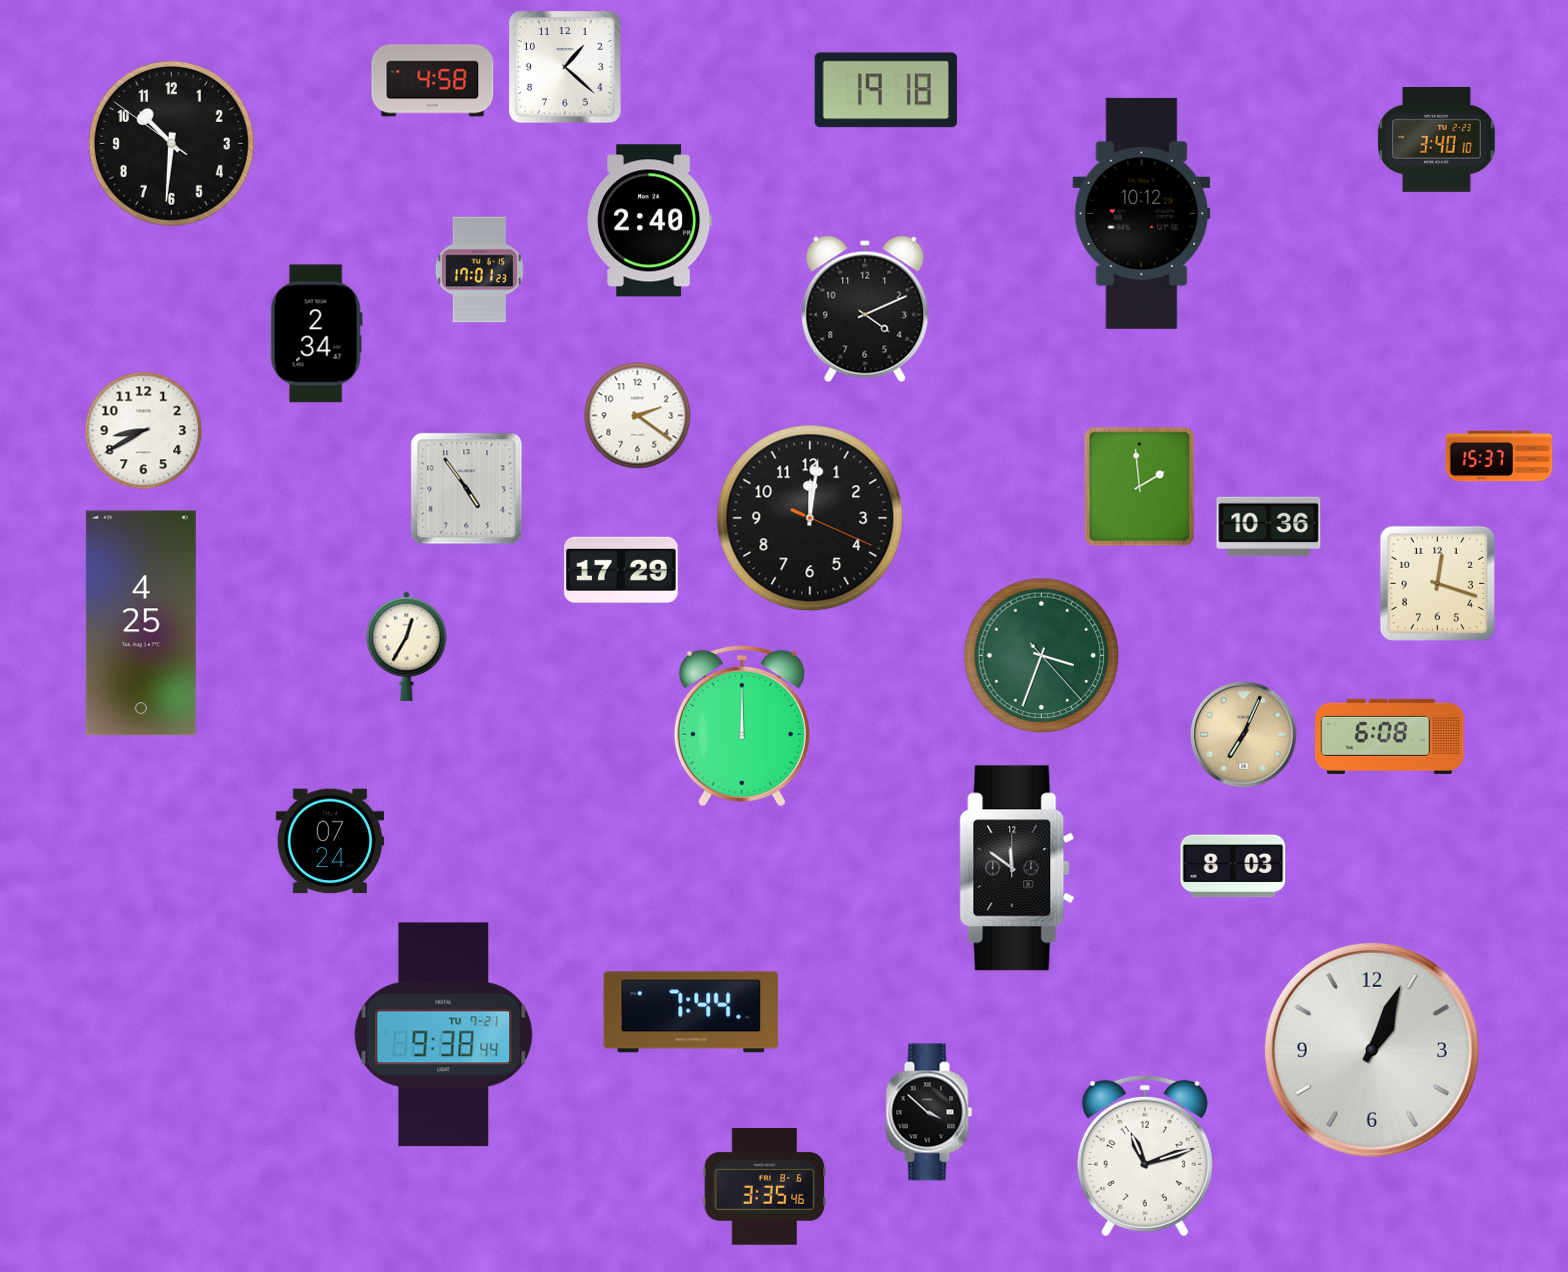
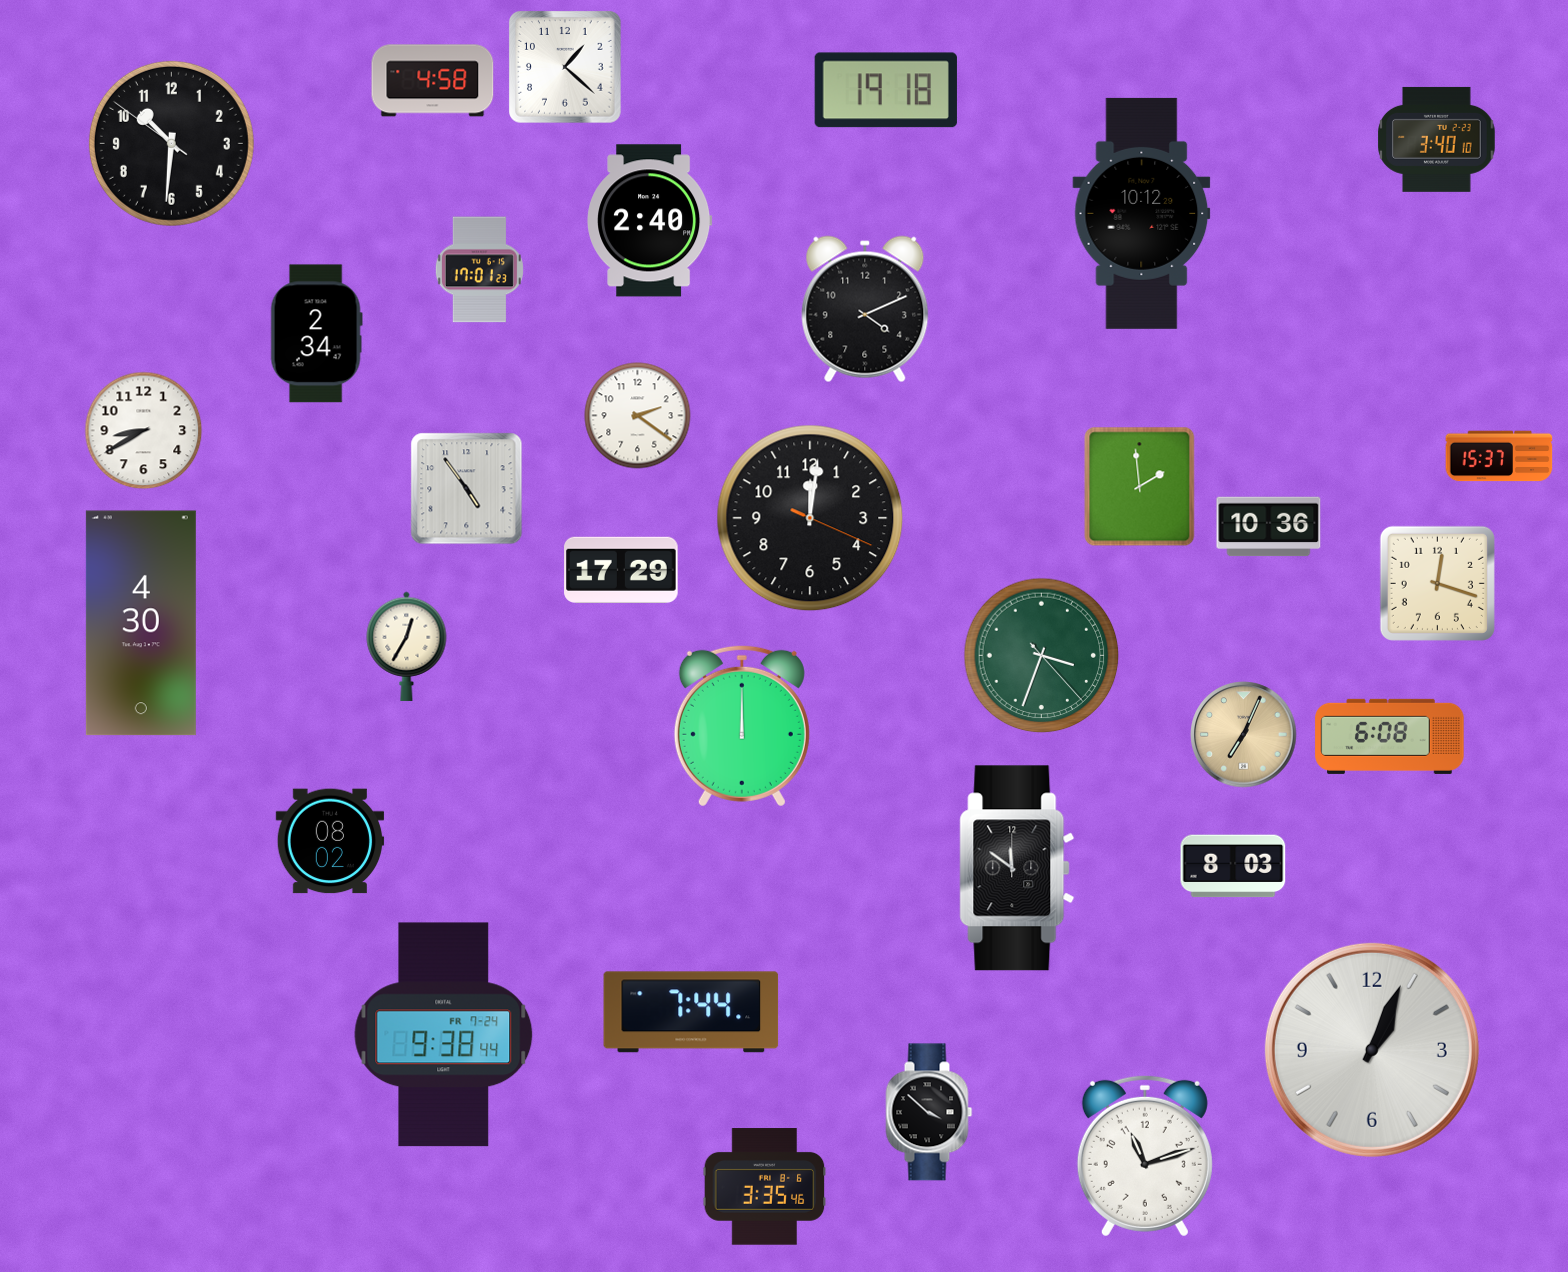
clock at (141, 623): 4:25 -> 4:30
clock at (330, 841): 07:24 -> 08:02
clock at (444, 1035) date: TU 7-21 -> FR 7-24
